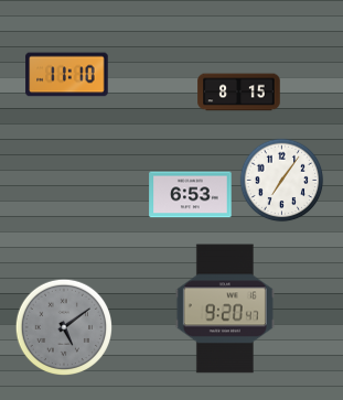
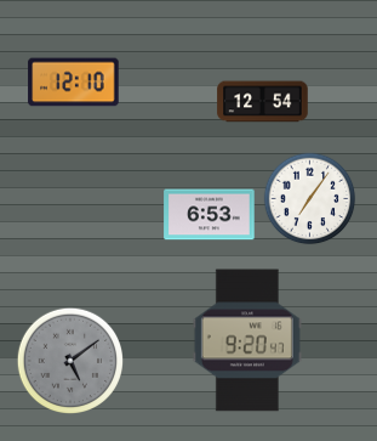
clock at (67, 75): 11:10 -> 12:10
clock at (239, 93): 8:15 -> 12:54
